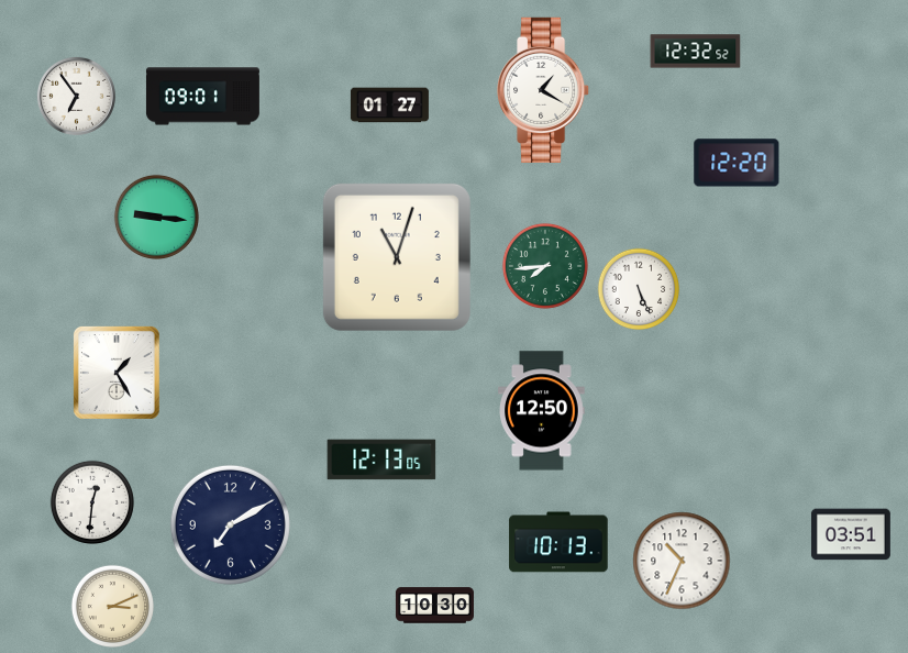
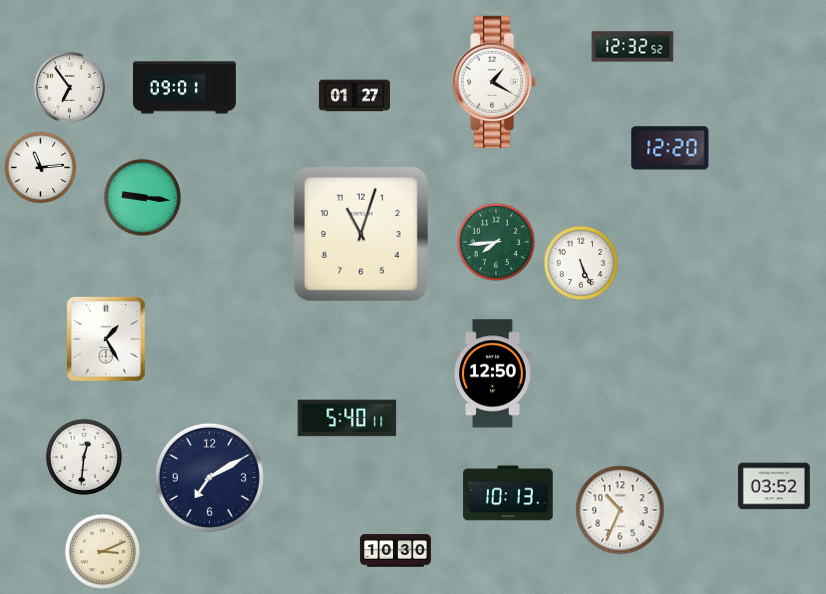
clock at (41, 168): none -> 11:14
clock at (381, 460): 12:13 -> 5:40
clock at (851, 534): 03:51 -> 03:52
